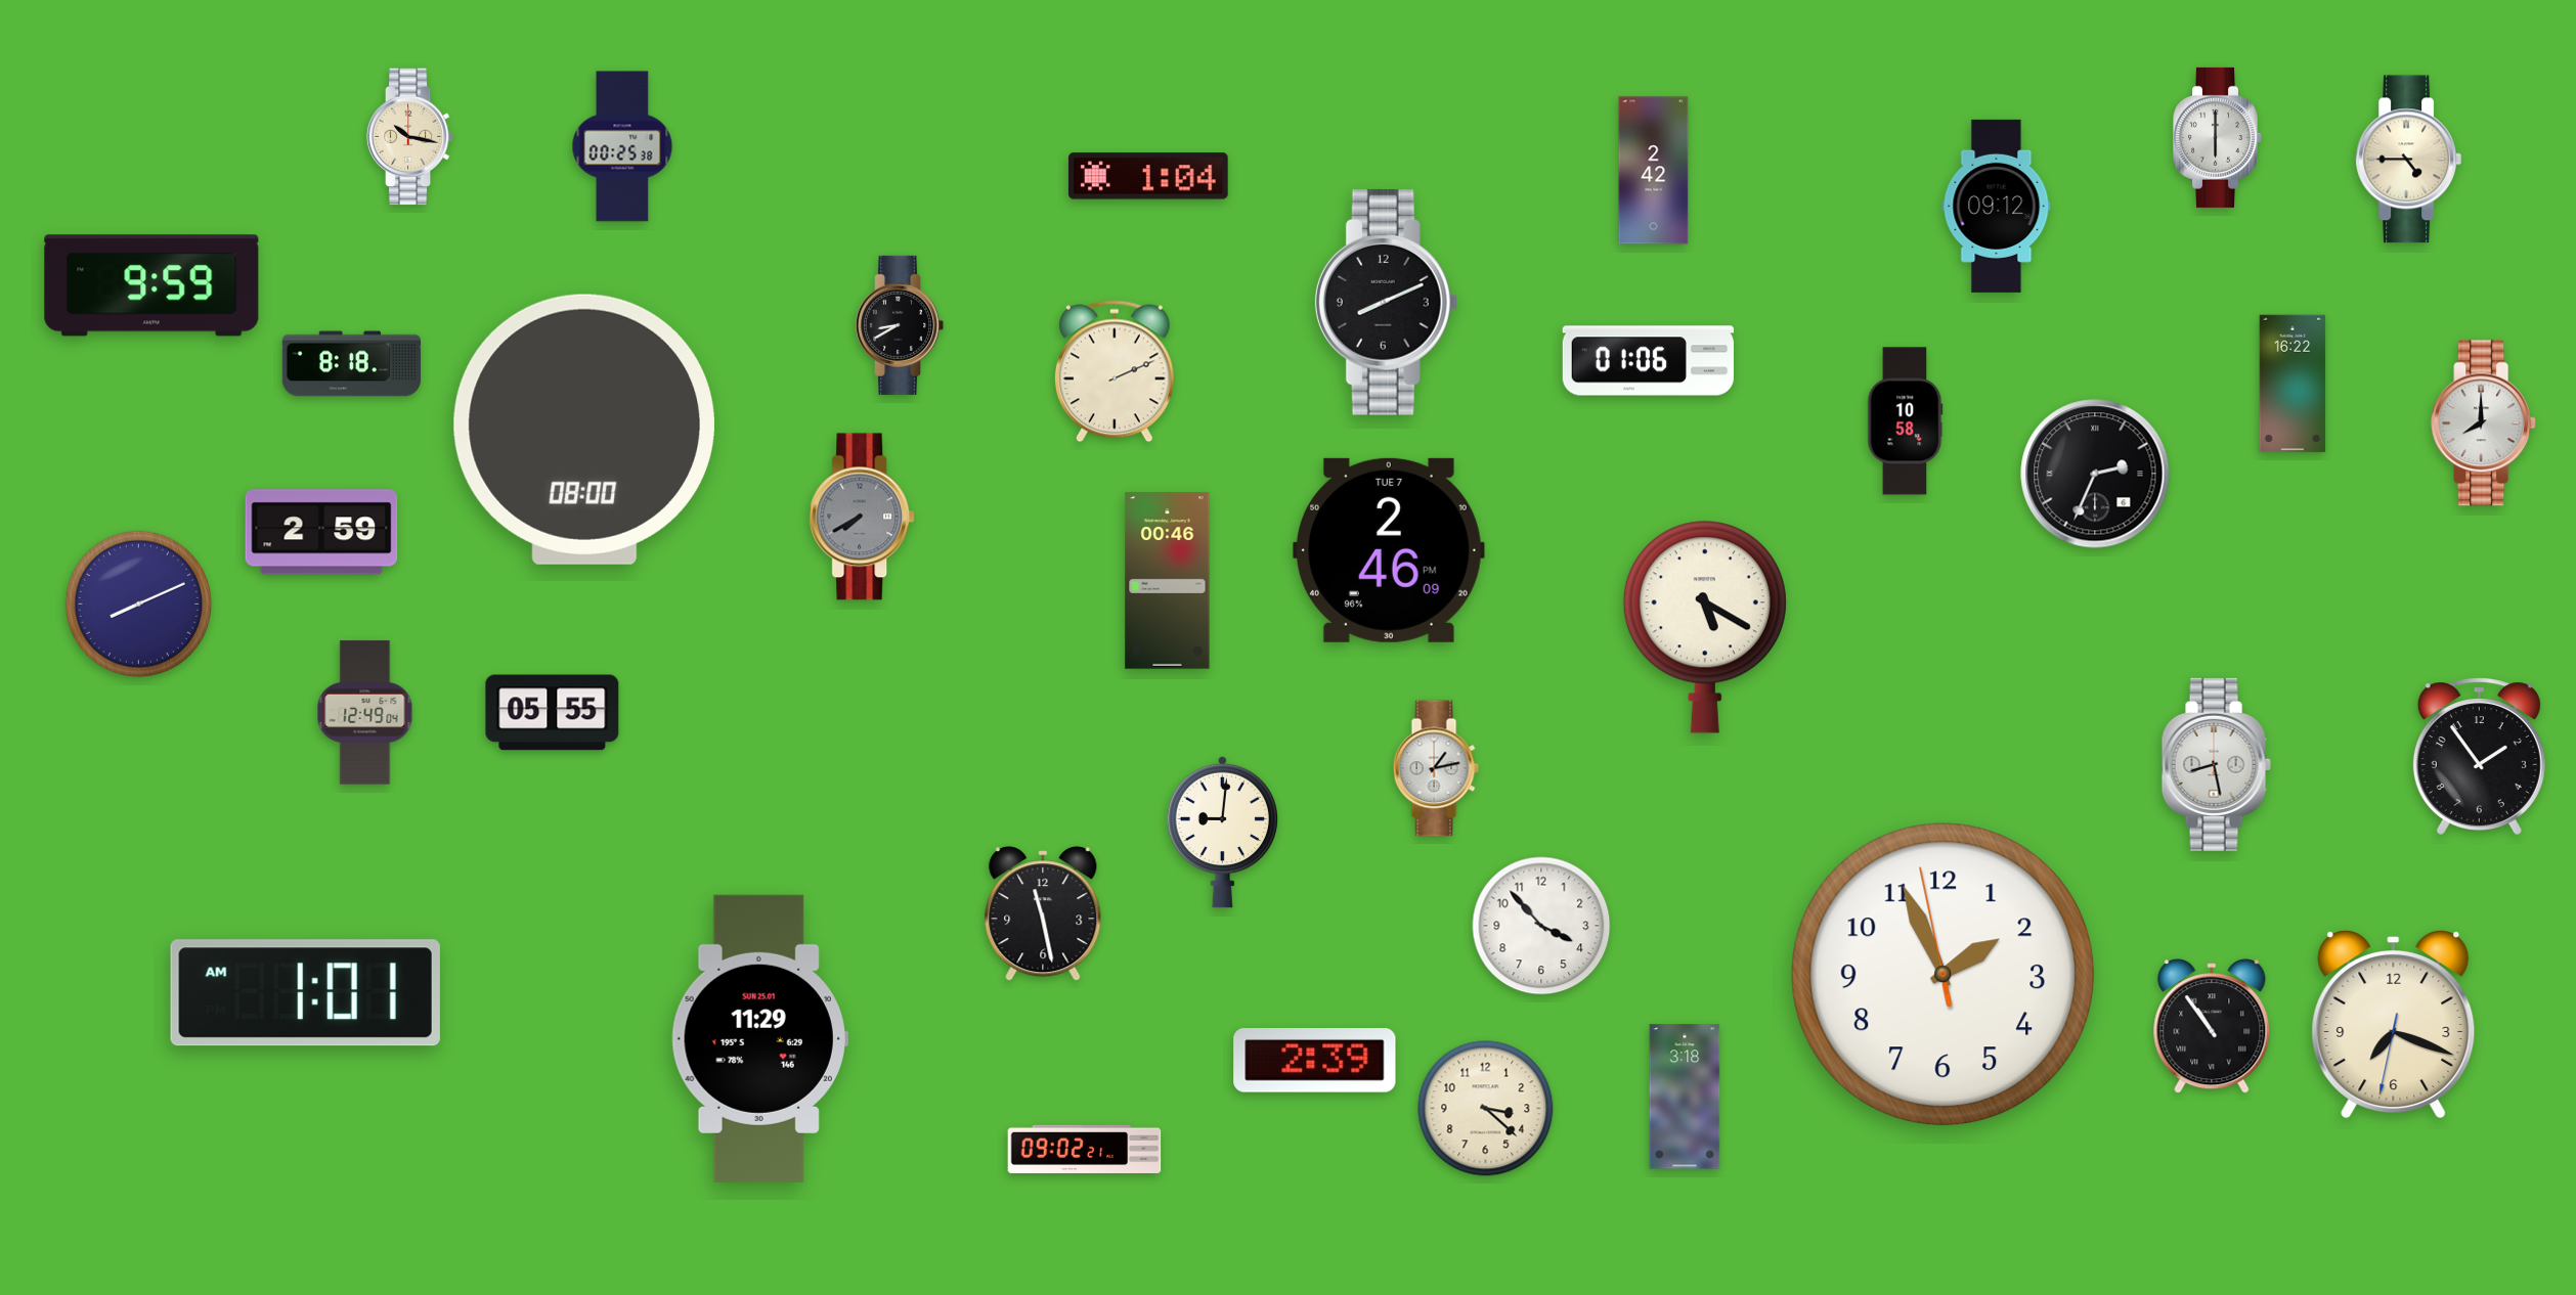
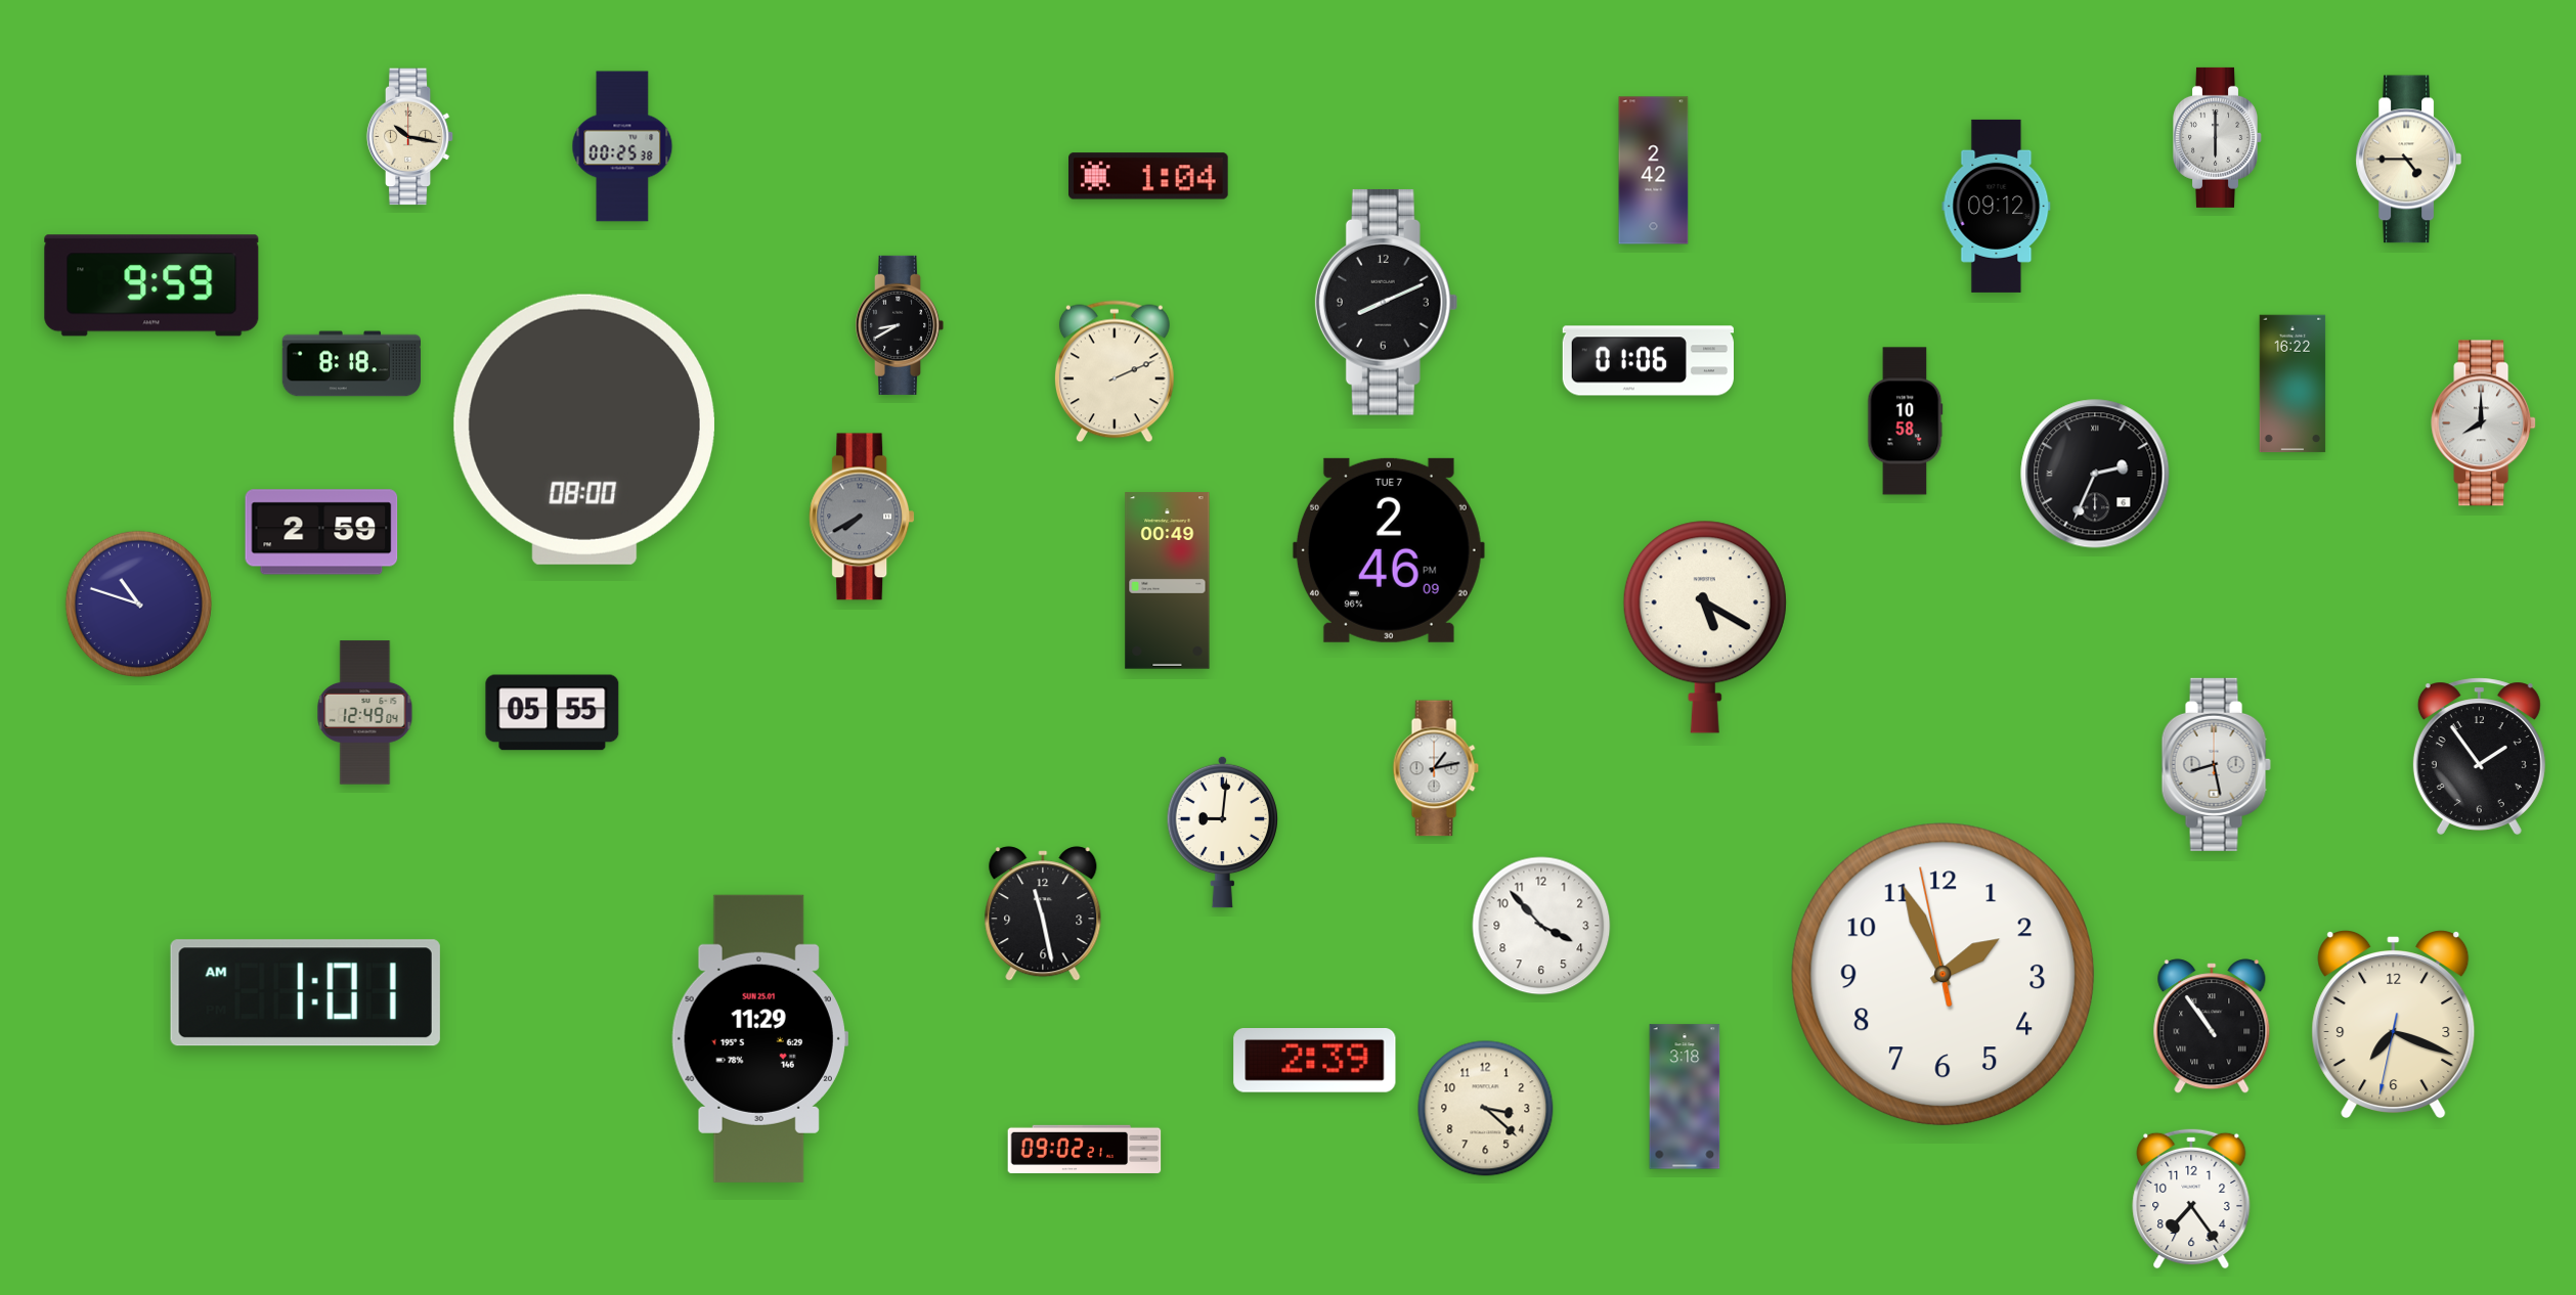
clock at (1168, 581): 00:46 -> 00:49
clock at (138, 604): 8:11 -> 10:48
clock at (2191, 1199): none -> 7:24
